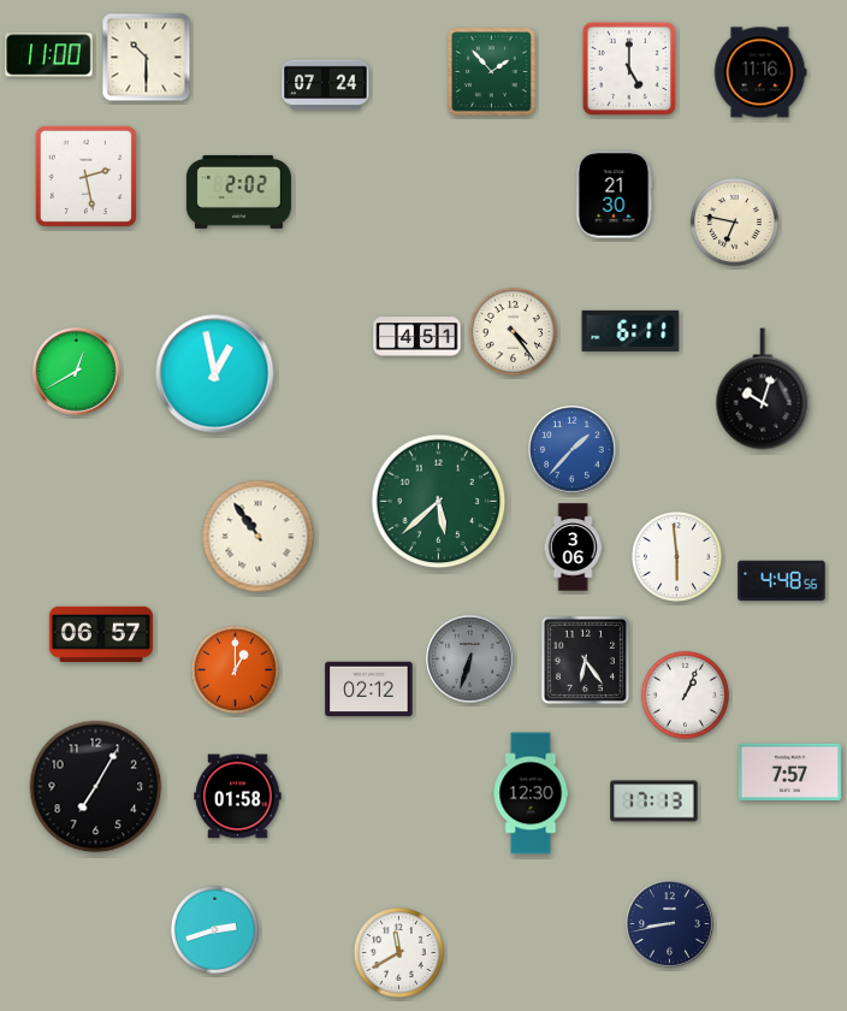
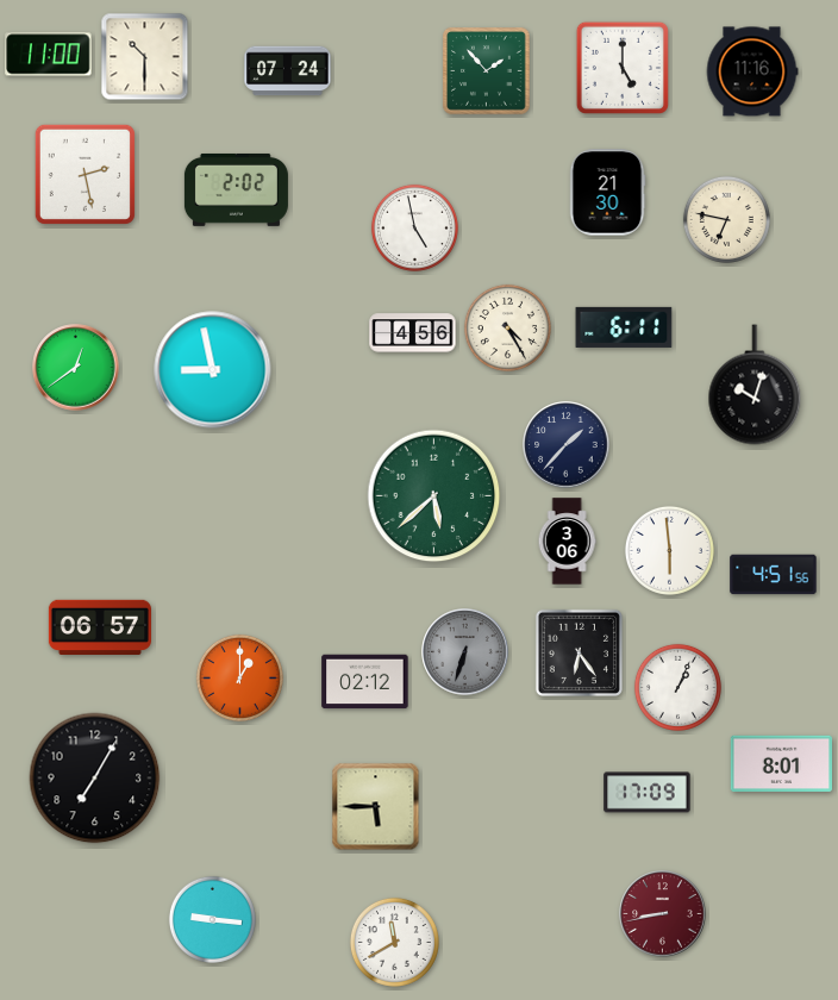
clock at (326, 85) position: (326, 85) -> (288, 71)
clock at (414, 227): none -> 4:58
clock at (513, 331): 4:24 -> 4:25
clock at (417, 337): 4:51 -> 4:56
clock at (77, 372): 12:40 -> 12:39
clock at (215, 374): 12:58 -> 8:58
clock at (573, 450) dial: blue -> navy
clock at (259, 537): 10:54 -> none
clock at (782, 581): 4:48 -> 4:51
clock at (235, 669) position: (235, 669) -> (239, 677)
clock at (789, 773): 7:57 -> 8:01
clock at (531, 793): 12:30 -> none
clock at (238, 797): 01:58 -> none
clock at (654, 802): 17:13 -> 17:09
clock at (376, 807): none -> 5:45
clock at (670, 924) dial: navy -> burgundy
clock at (214, 929): 2:42 -> 9:16
